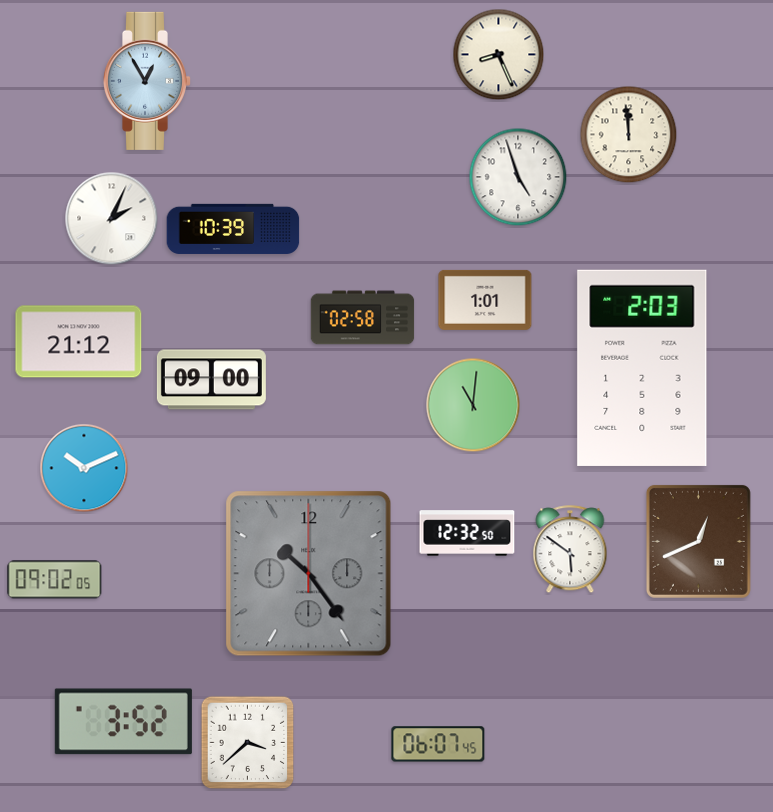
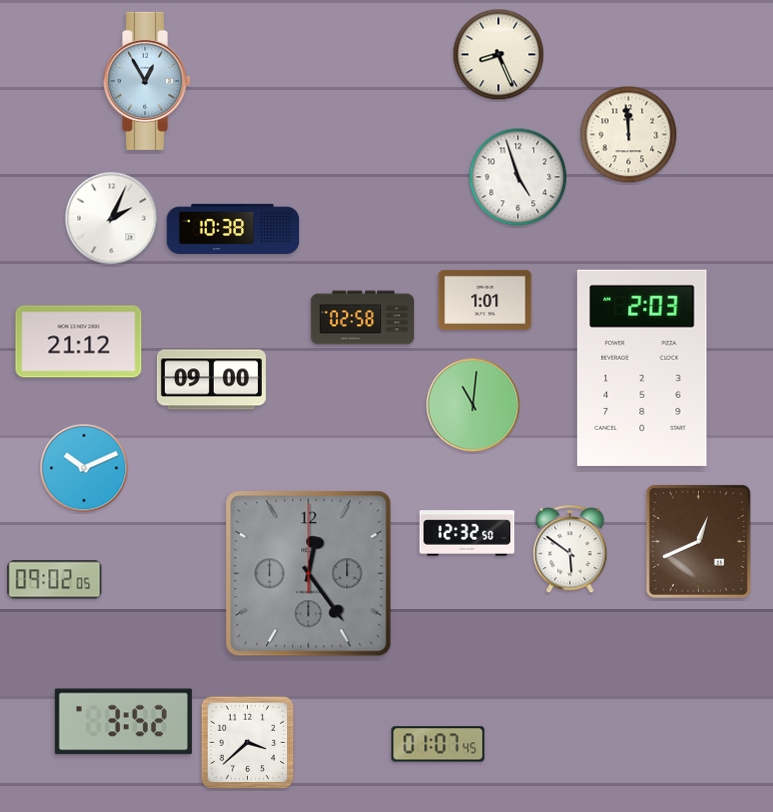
clock at (233, 229): 10:39 -> 10:38
clock at (309, 574): 10:24 -> 12:24
clock at (438, 744): 06:07 -> 01:07
